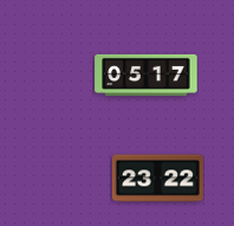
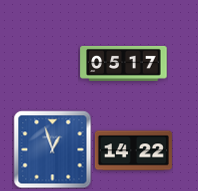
clock at (52, 149): none -> 12:57
clock at (157, 179): 23:22 -> 14:22
